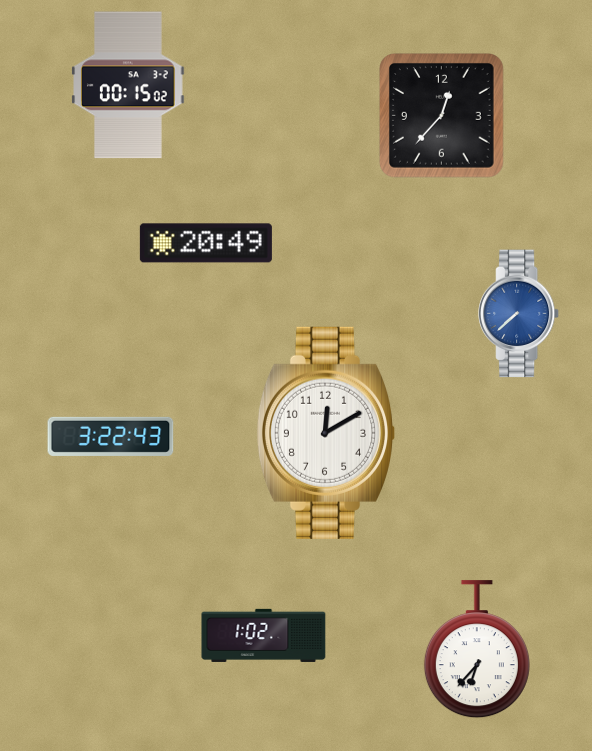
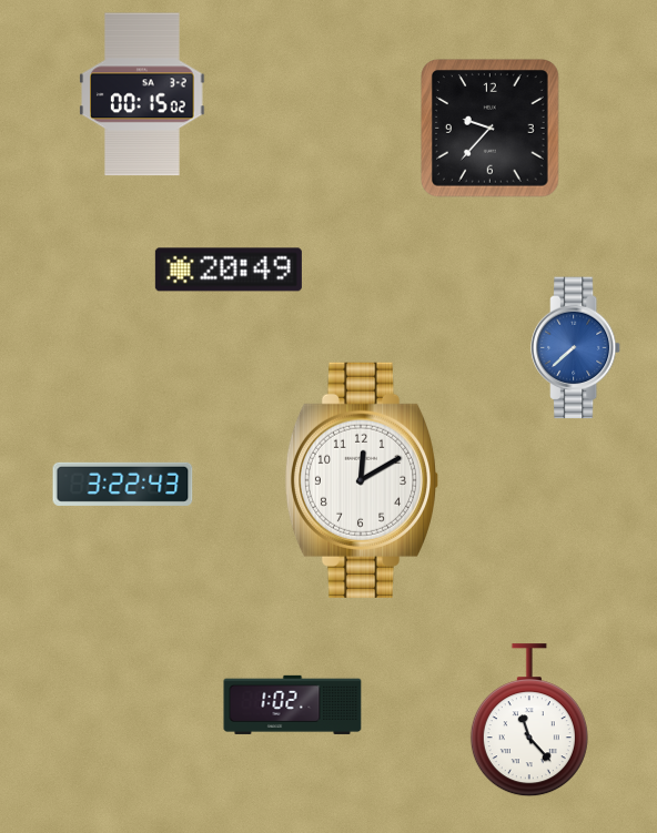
clock at (442, 116): 12:37 -> 9:37
clock at (477, 650): 6:37 -> 11:23
